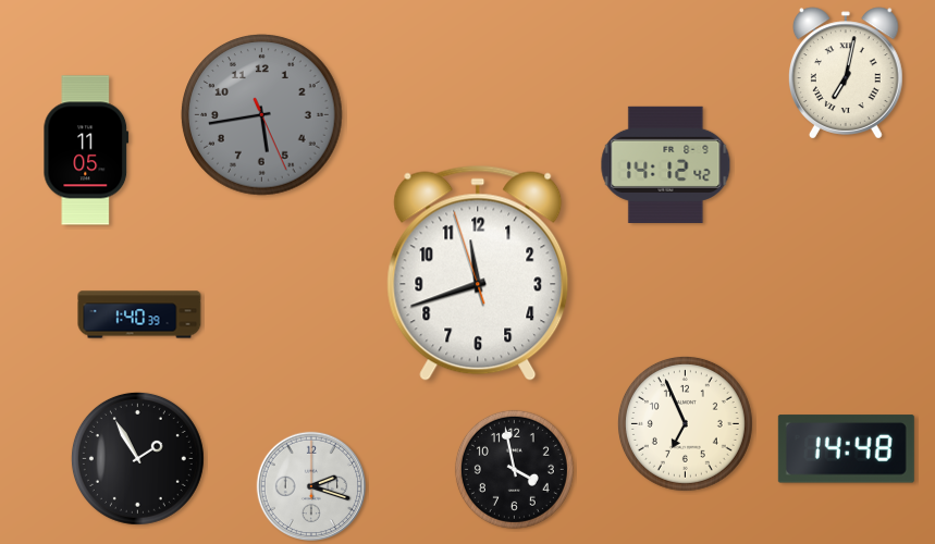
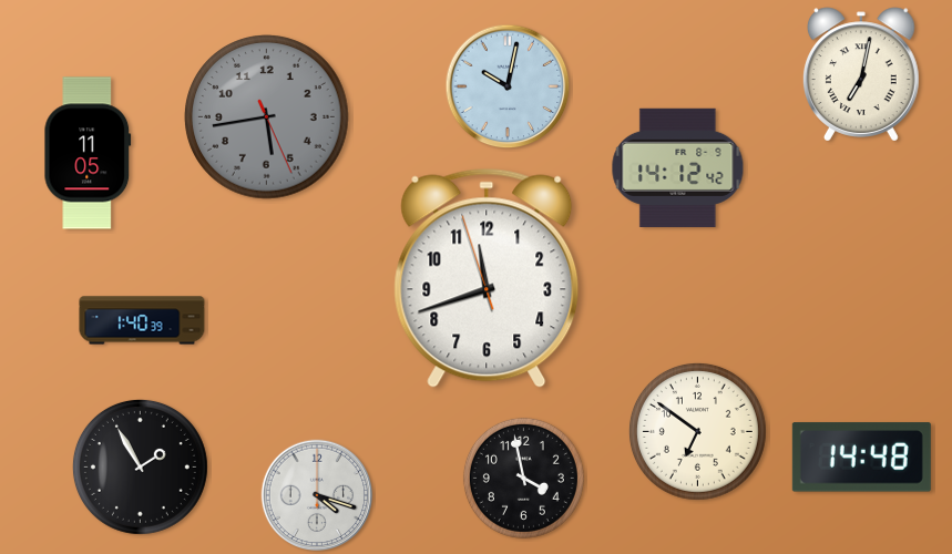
clock at (508, 86): none -> 10:02
clock at (685, 423): 6:56 -> 6:51
clock at (311, 486): 2:18 -> 4:18
